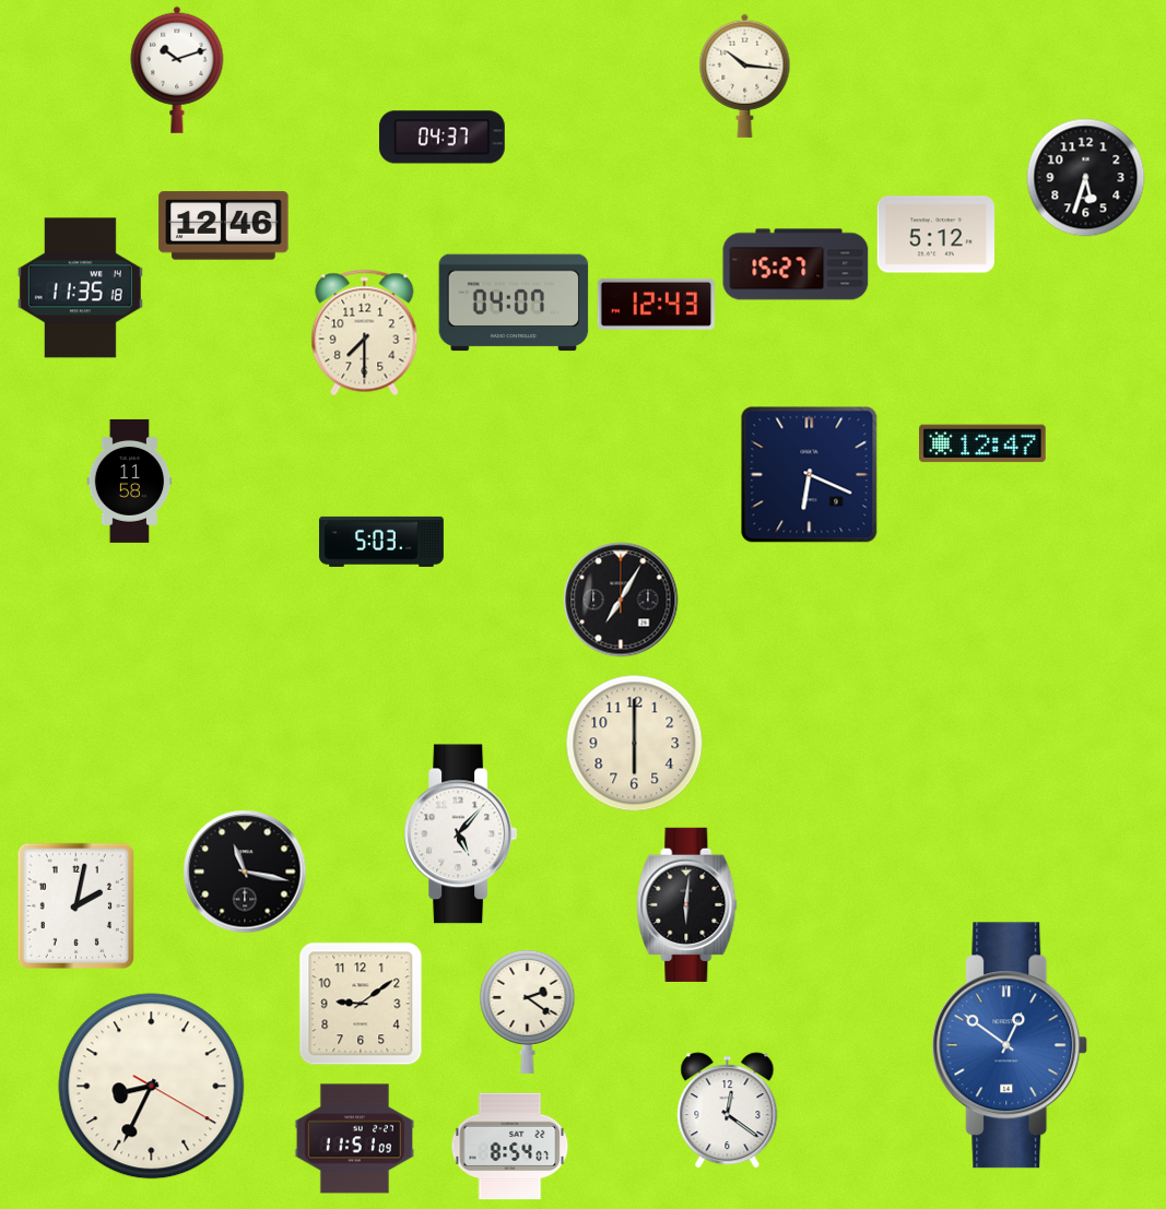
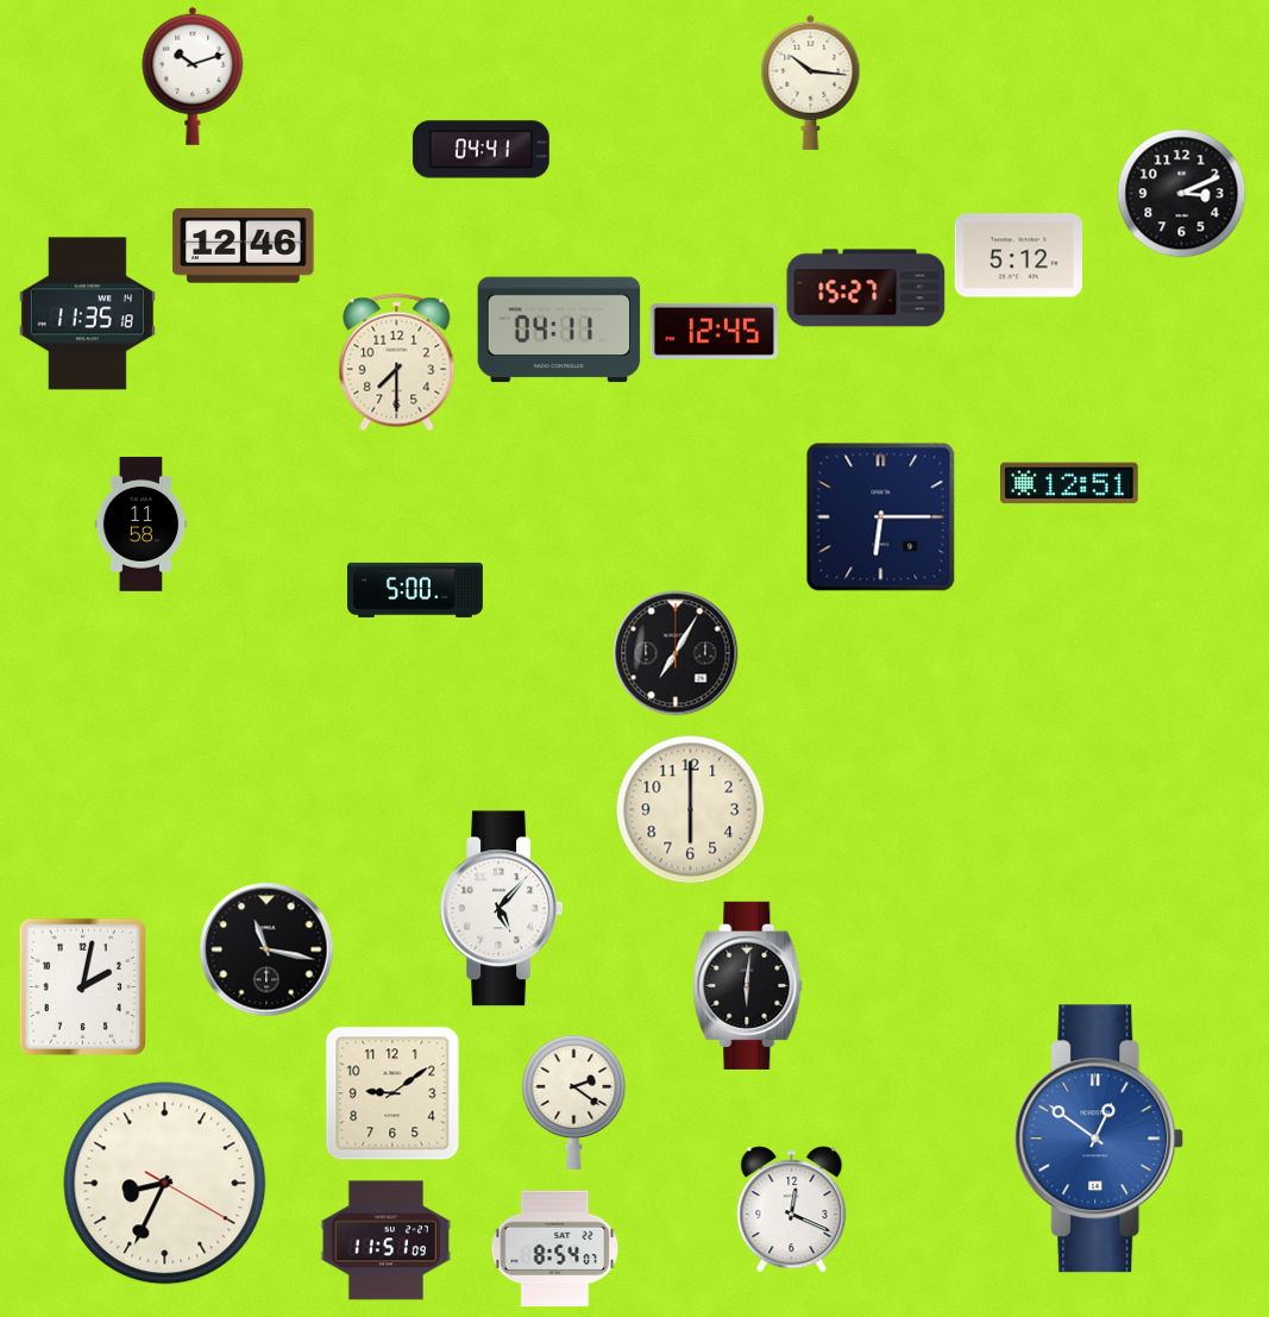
clock at (441, 138): 04:37 -> 04:41
clock at (1086, 178): 5:33 -> 3:11
clock at (514, 303): 04:07 -> 04:11
clock at (657, 304): 12:43 -> 12:45
clock at (984, 443): 12:47 -> 12:51
clock at (810, 475): 6:19 -> 6:15
clock at (382, 542): 5:03 -> 5:00
clock at (728, 1111): 12:21 -> 12:19
